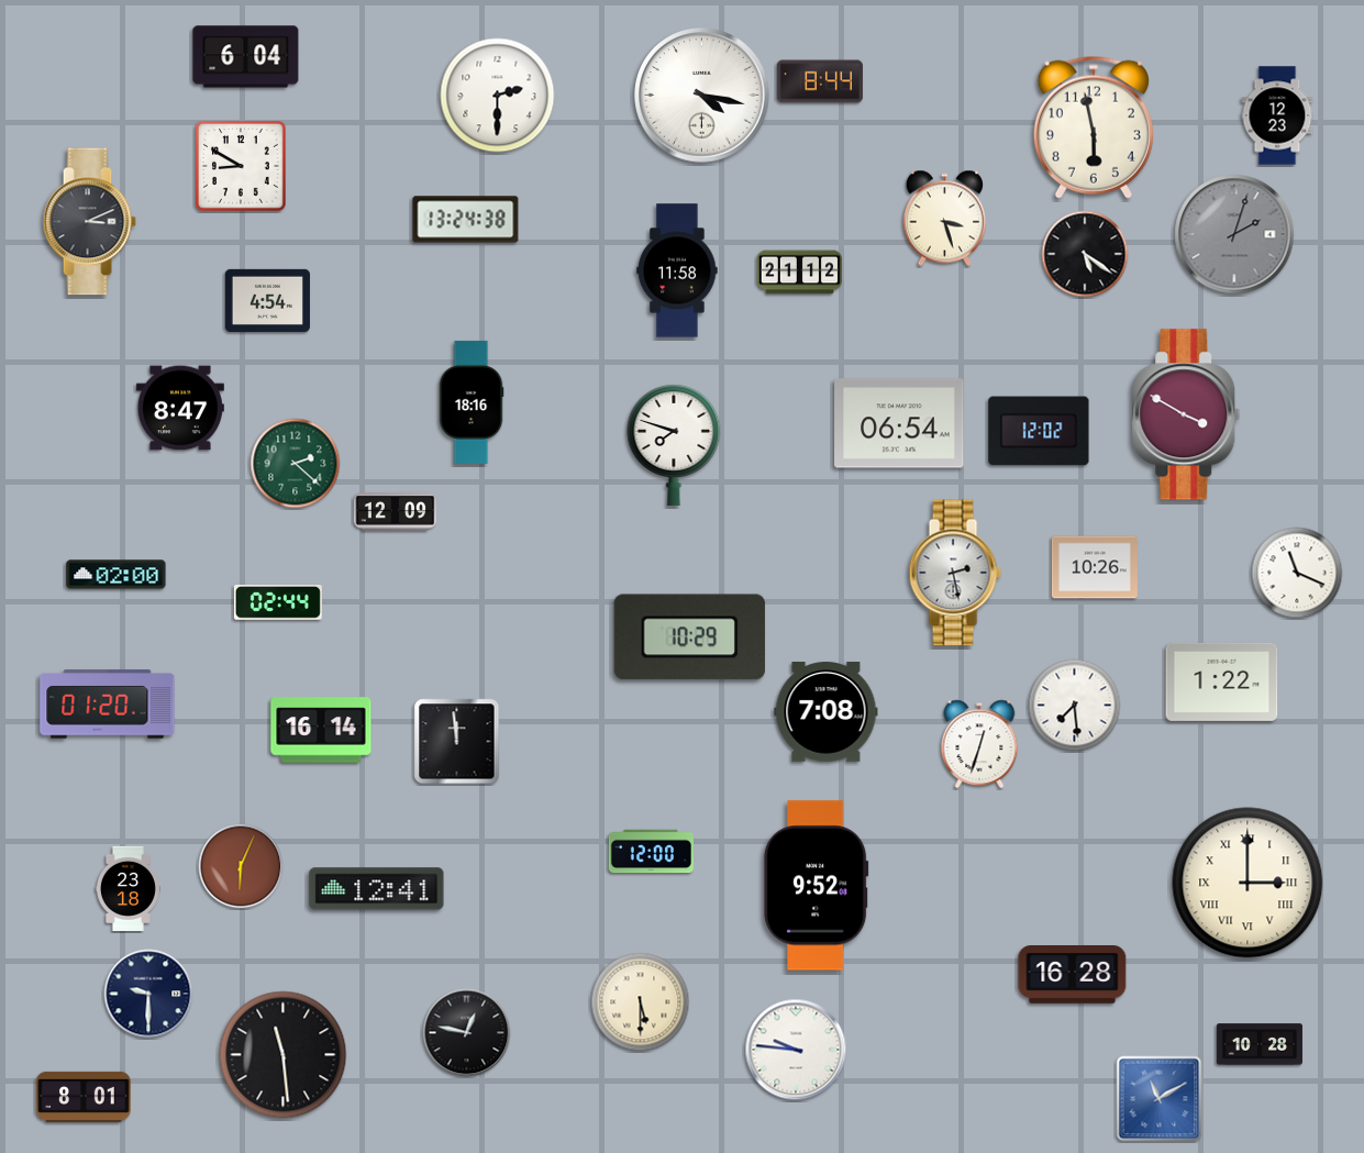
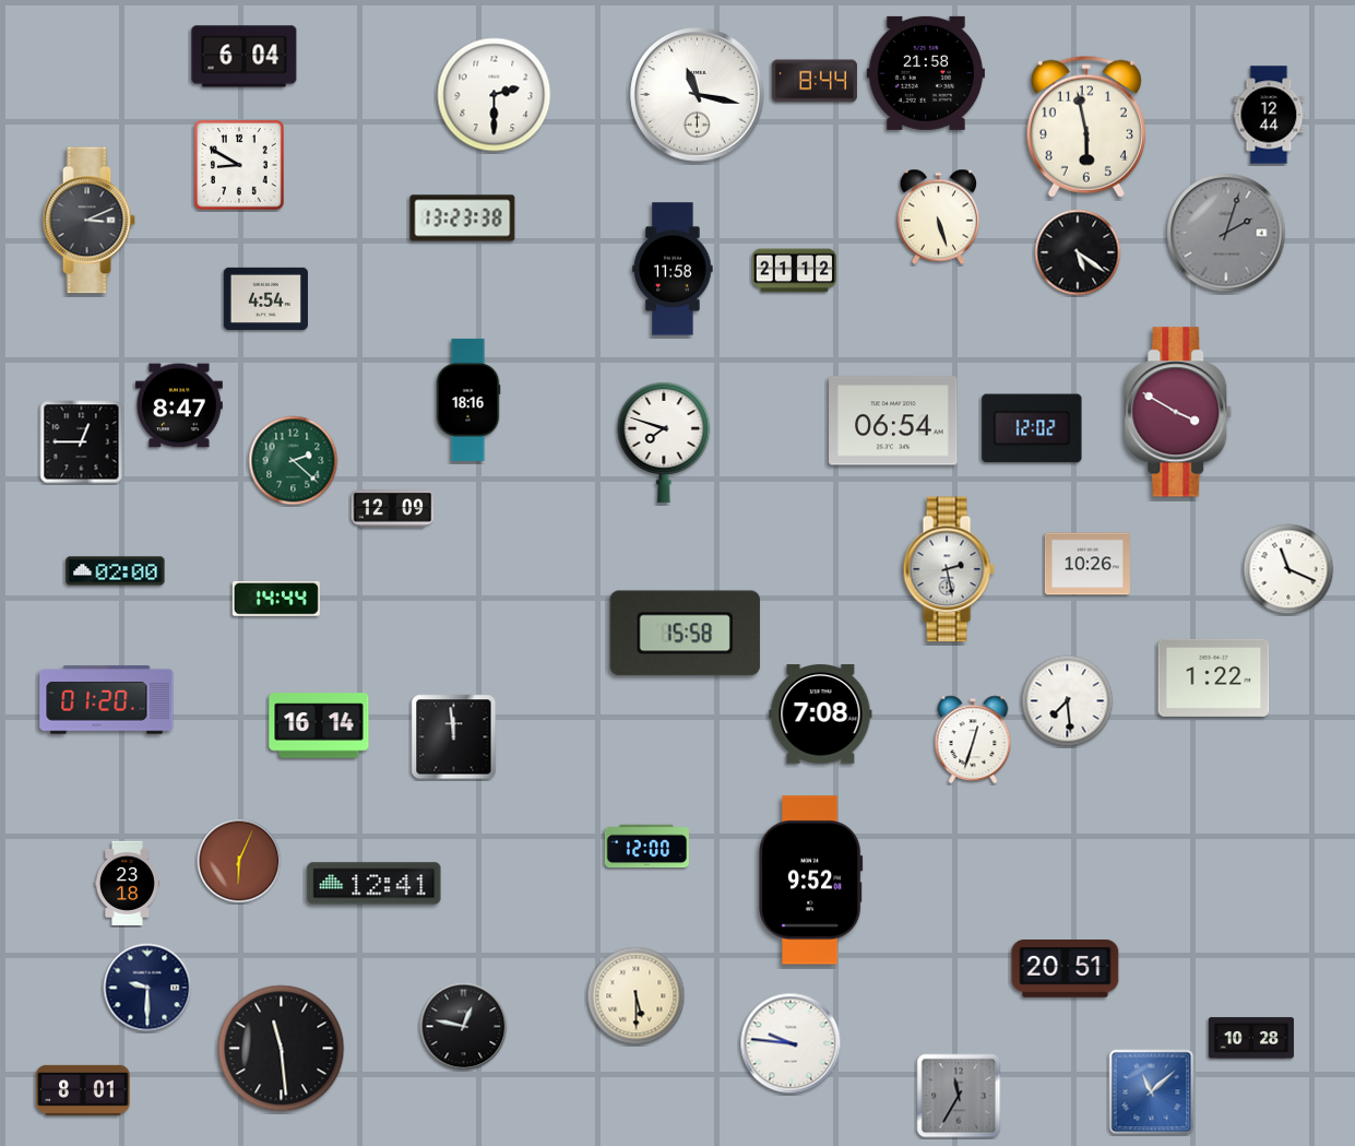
clock at (926, 73): none -> 21:58
clock at (702, 96): 4:17 -> 11:17
clock at (1277, 115): 12:23 -> 12:44
clock at (944, 219): 3:27 -> 5:27
clock at (466, 220): 13:24 -> 13:23
clock at (82, 442): none -> 12:45
clock at (674, 445) position: (674, 445) -> (664, 442)
clock at (278, 603): 02:44 -> 14:44
clock at (689, 638): 10:29 -> 15:58
clock at (827, 712) position: (827, 712) -> (821, 714)
clock at (1247, 883): 3:00 -> none
clock at (1073, 975): 16:28 -> 20:51
clock at (1160, 1099): 11:10 -> 11:08
clock at (959, 1096): none -> 11:35
